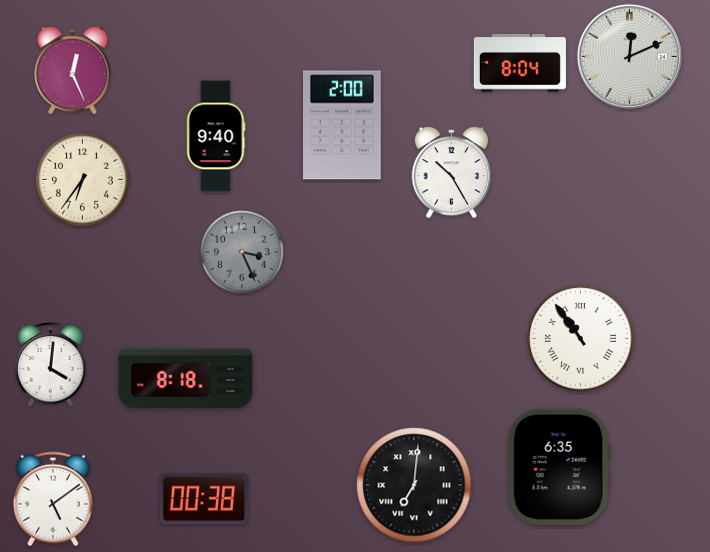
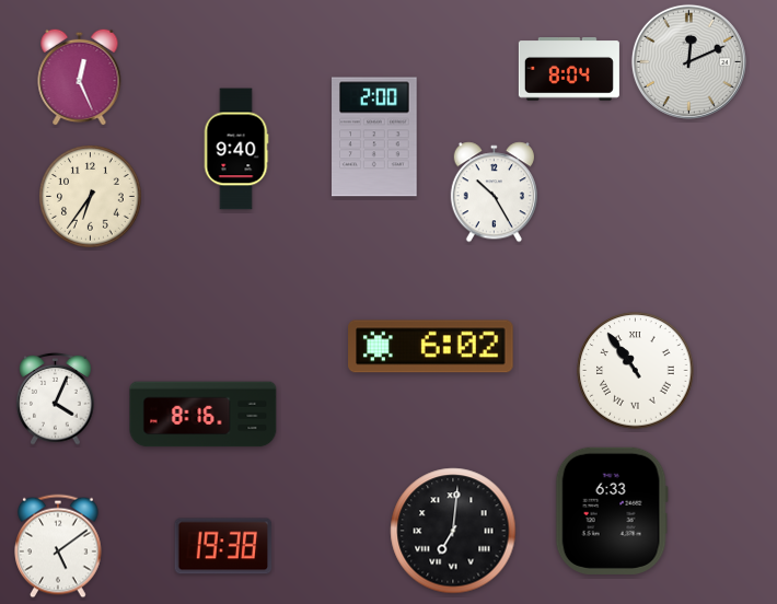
clock at (451, 173) position: (451, 173) -> (494, 193)
clock at (242, 252): 3:26 -> none
clock at (431, 347): none -> 6:02
clock at (51, 364): 4:01 -> 4:04
clock at (186, 379): 8:18 -> 8:16
clock at (559, 467): 6:35 -> 6:33
clock at (204, 499): 00:38 -> 19:38
